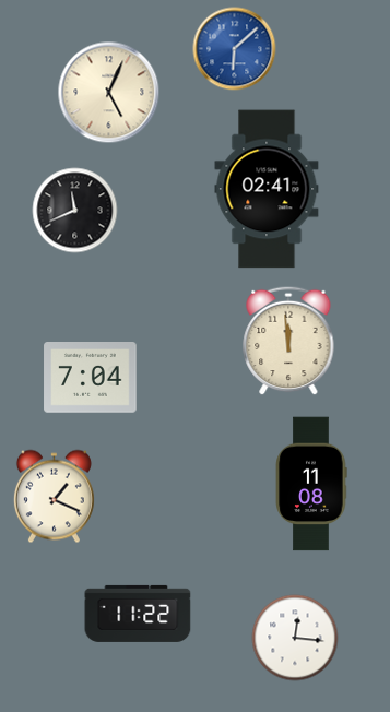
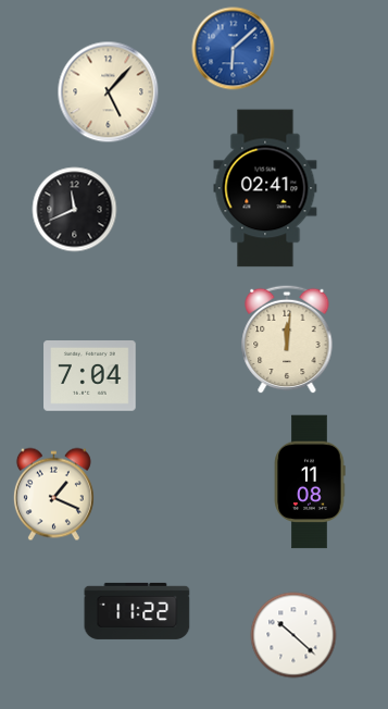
clock at (109, 93): 5:04 -> 5:07
clock at (288, 341): 11:59 -> 12:01
clock at (295, 638): 12:16 -> 10:22
